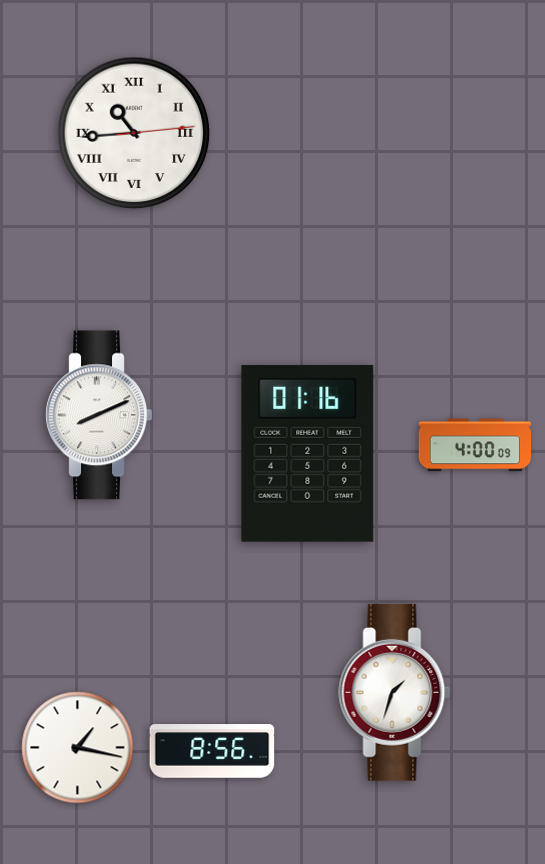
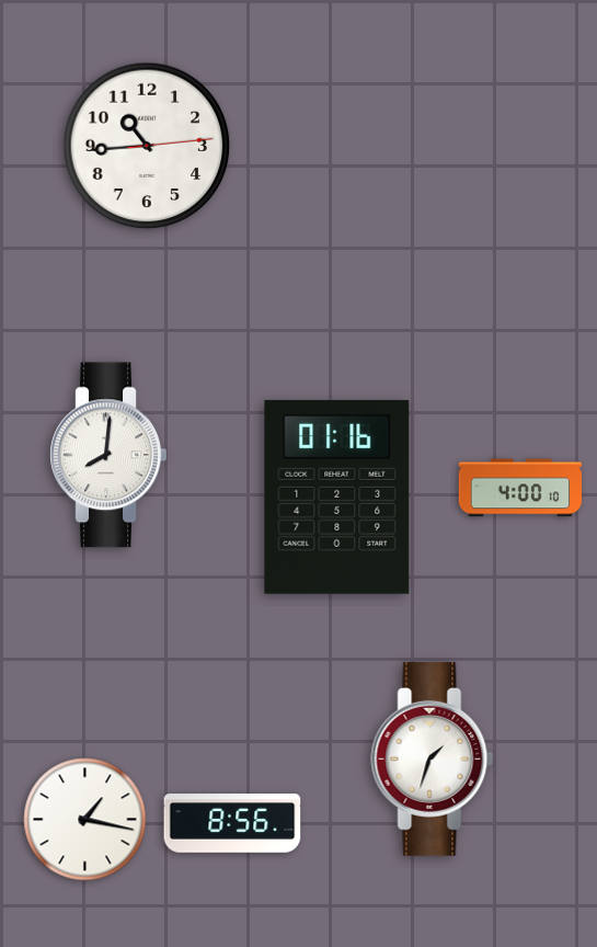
clock at (134, 133) numerals: Roman -> Arabic
clock at (99, 415): 8:11 -> 8:01
clock at (474, 445): 4:00:09 -> 4:00:10
